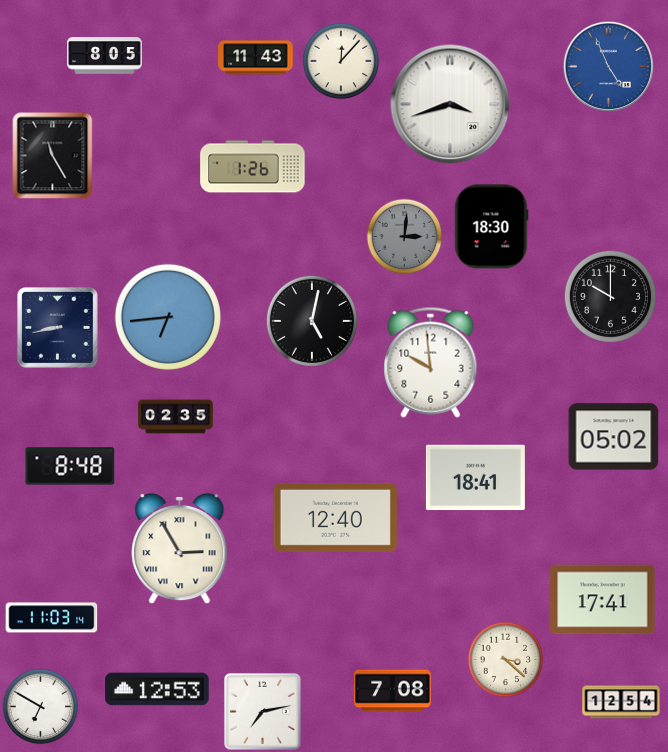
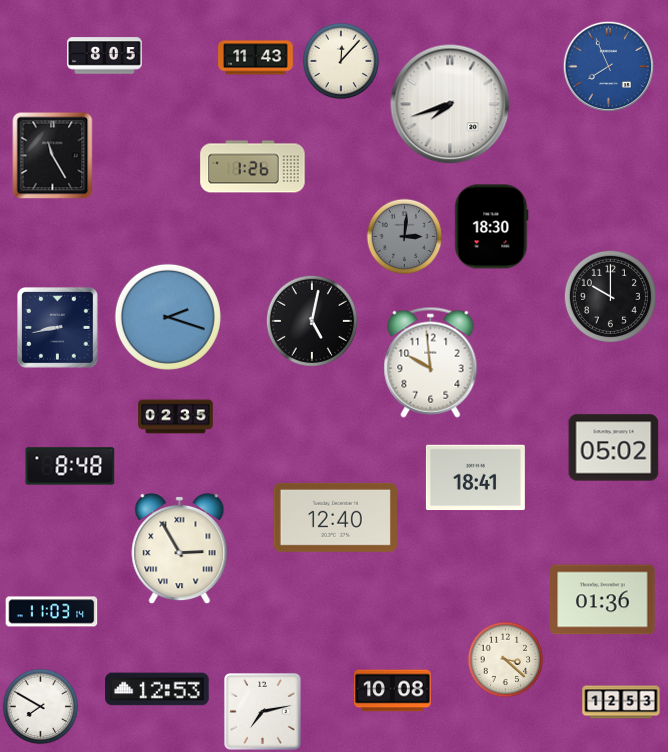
clock at (608, 66): 4:56 -> 7:56
clock at (450, 104): 3:42 -> 7:42
clock at (168, 317): 6:44 -> 2:18
clock at (614, 437) position: (614, 437) -> (614, 448)
clock at (603, 600): 17:41 -> 01:36
clock at (52, 618) position: (52, 618) -> (52, 612)
clock at (393, 691): 7:08 -> 10:08
clock at (621, 702): 12:54 -> 12:53
clock at (41, 707): 6:50 -> 7:50
